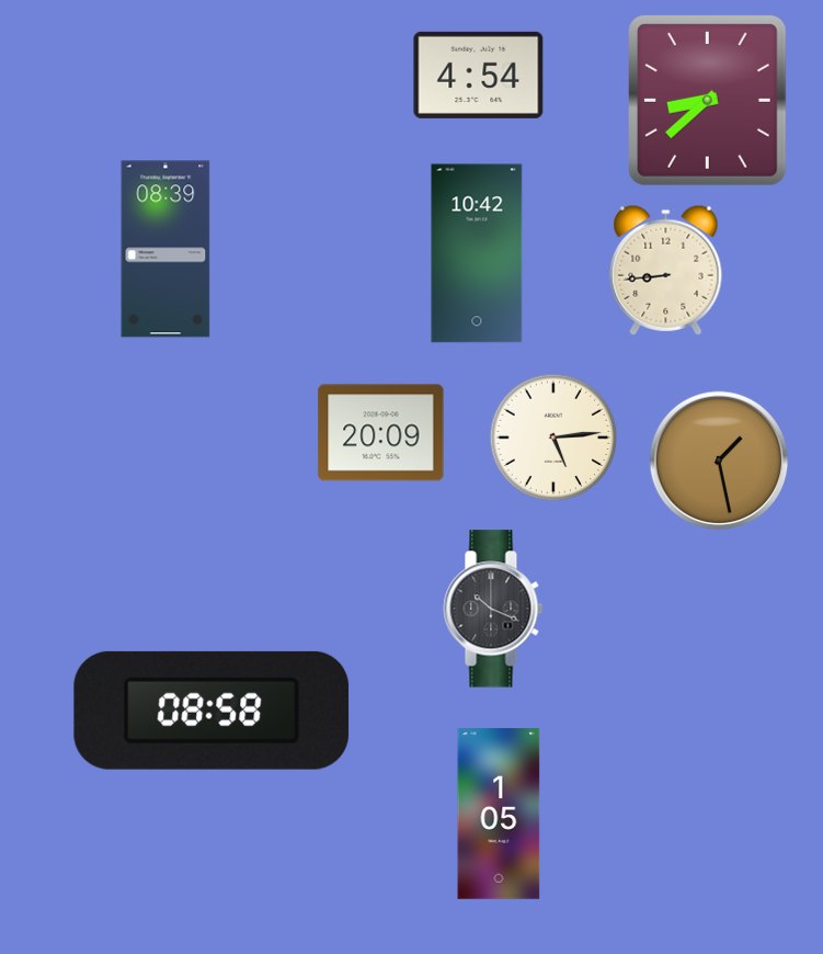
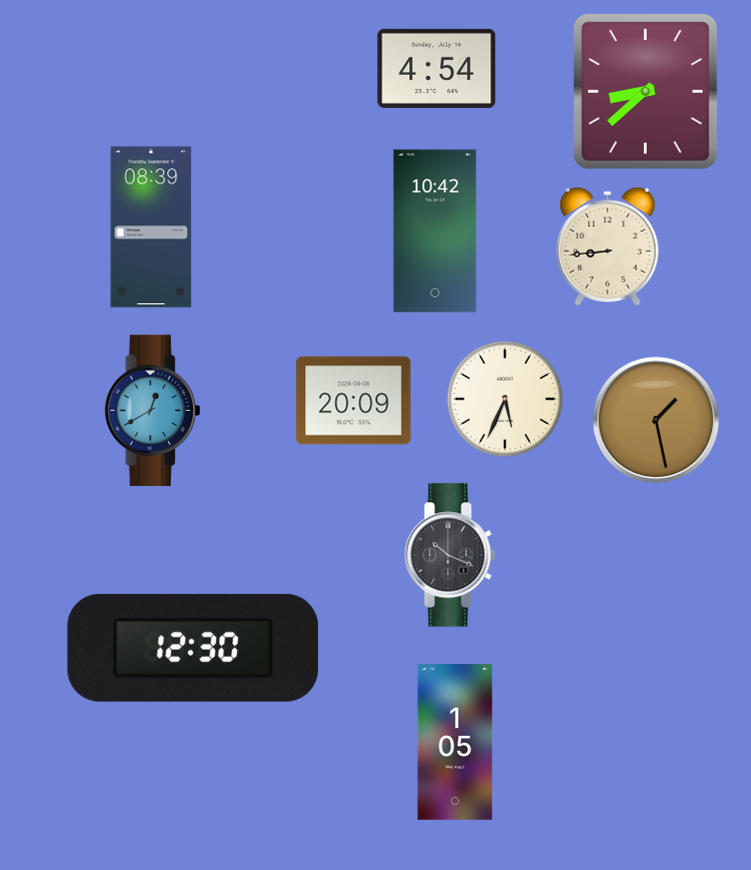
clock at (381, 433) position: (381, 433) -> (354, 401)
clock at (553, 438): 5:14 -> 5:34
clock at (153, 410): none -> 12:40
clock at (212, 711): 08:58 -> 12:30
